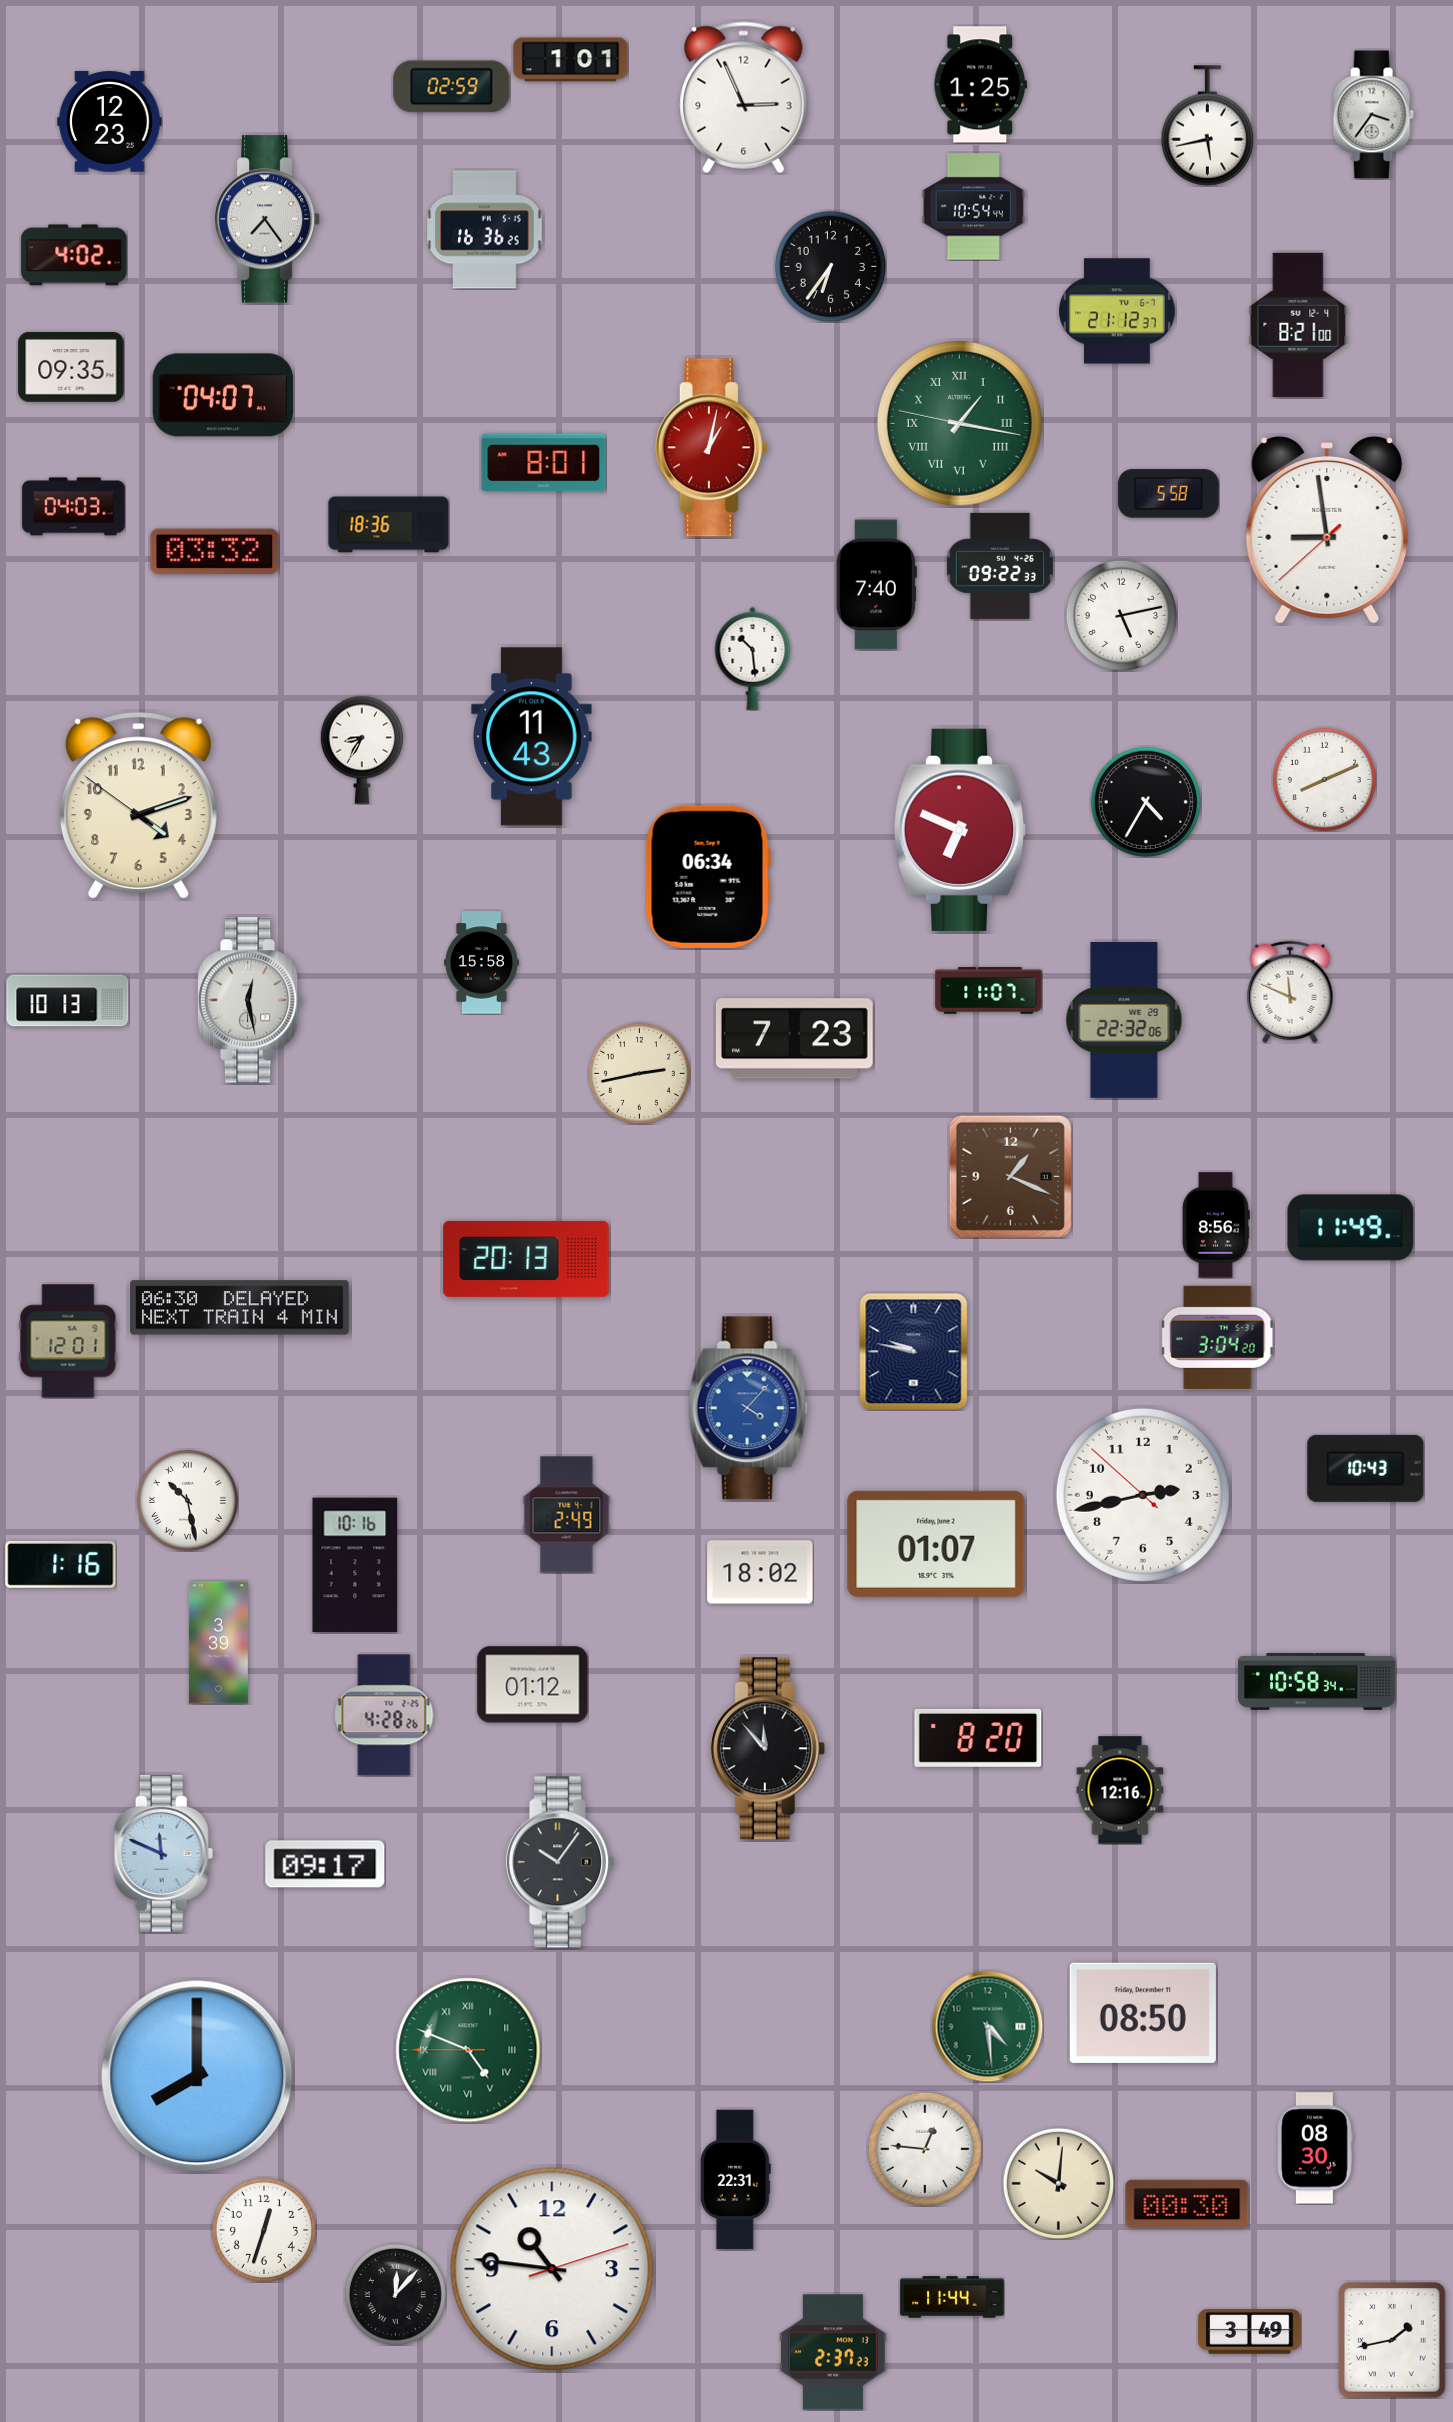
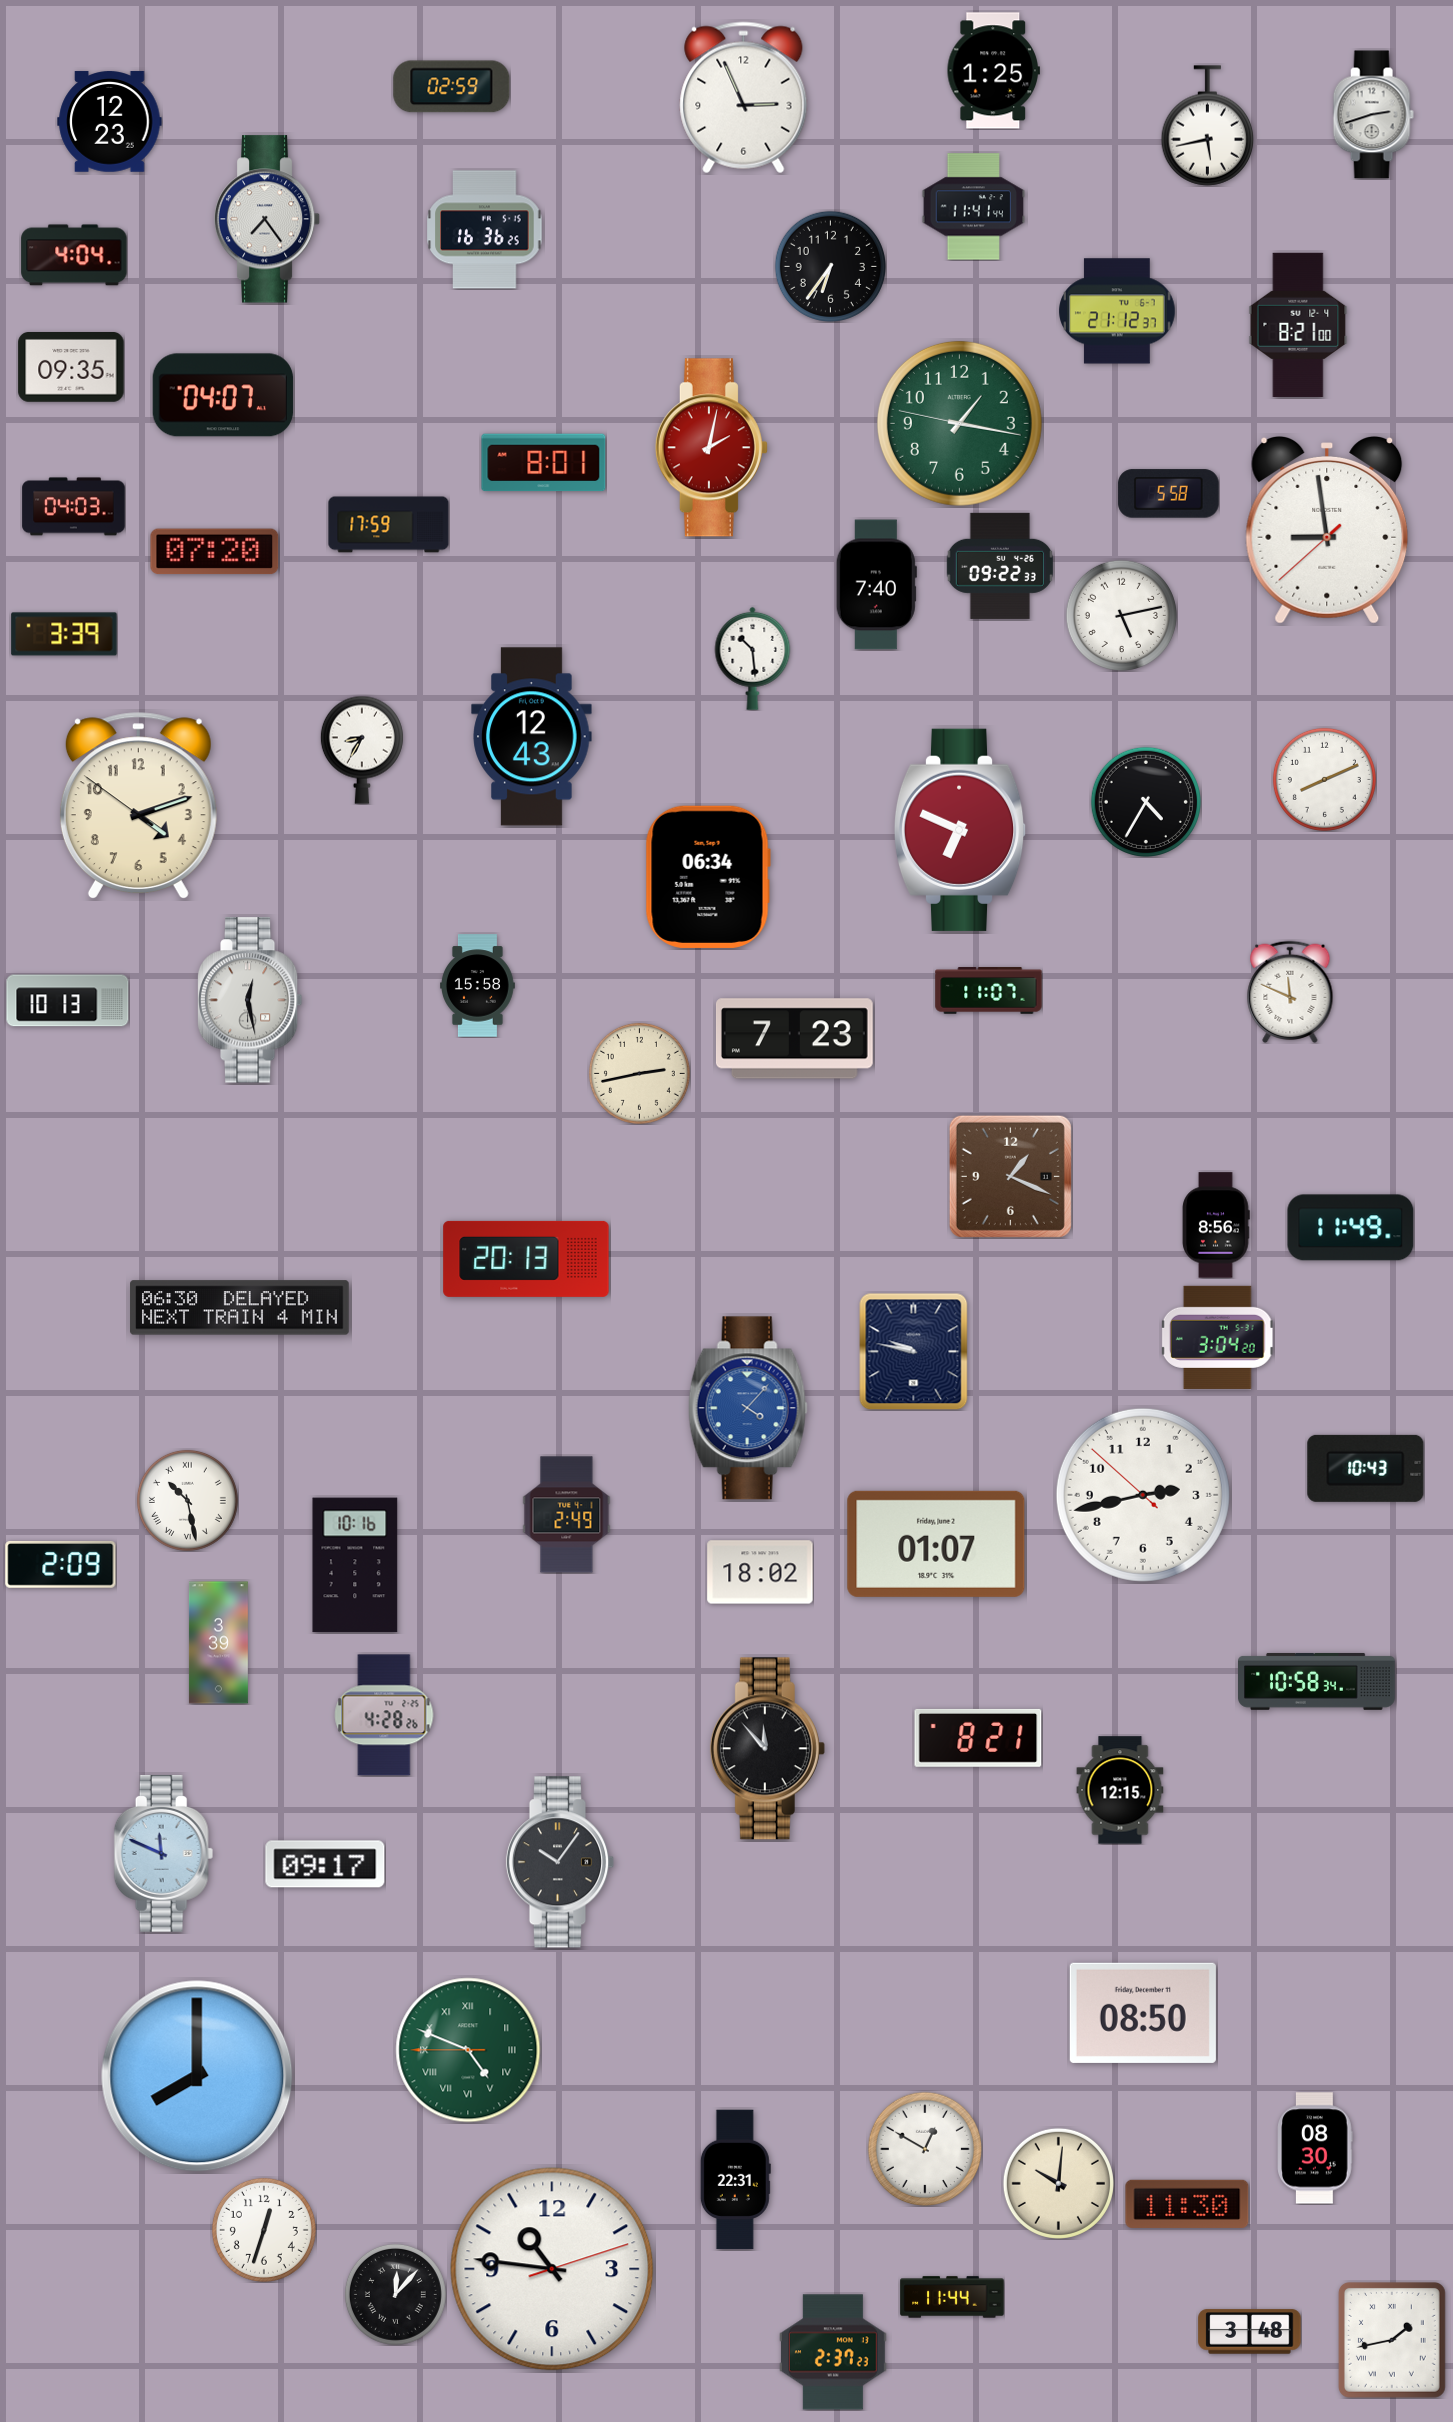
clock at (571, 60): 1:01 -> none
clock at (980, 85) position: (980, 85) -> (993, 71)
clock at (1373, 115): 3:36 -> 2:42
clock at (974, 207): 10:54 -> 11:41
clock at (74, 255): 4:02 -> 4:04
clock at (959, 423) numerals: Roman -> Arabic
clock at (711, 448): 1:02 -> 2:02
clock at (389, 525): 18:36 -> 17:59
clock at (215, 552): 03:32 -> 07:20
clock at (64, 634): none -> 3:39
clock at (532, 737): 11:43 -> 12:43
clock at (482, 963) position: (482, 963) -> (478, 986)
clock at (1124, 1020): 22:32 -> none
clock at (68, 1341): 12:01 -> none
clock at (61, 1564): 1:16 -> 2:09
clock at (533, 1685): 01:12 -> none
clock at (978, 1738): 8:20 -> 8:21
clock at (1120, 1790): 12:16 -> 12:15
clock at (987, 2026): 4:29 -> none
clock at (924, 2148): 12:46 -> 12:50
clock at (1187, 2204): 00:30 -> 11:30
clock at (1250, 2332): 3:49 -> 3:48
